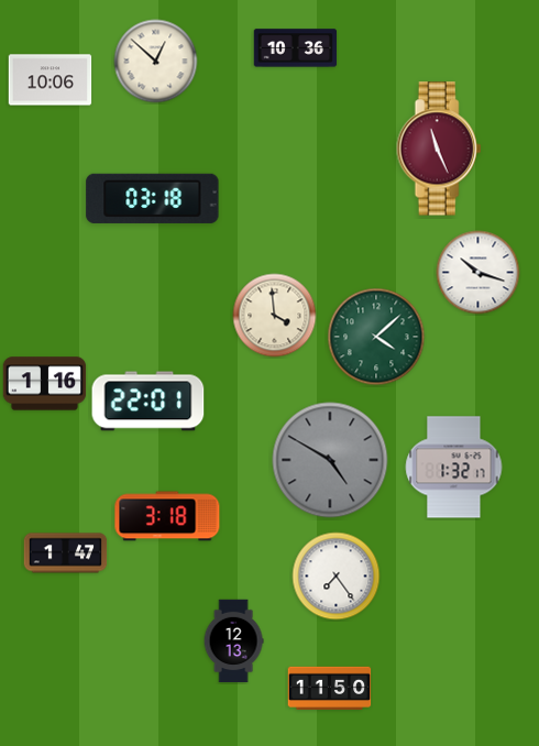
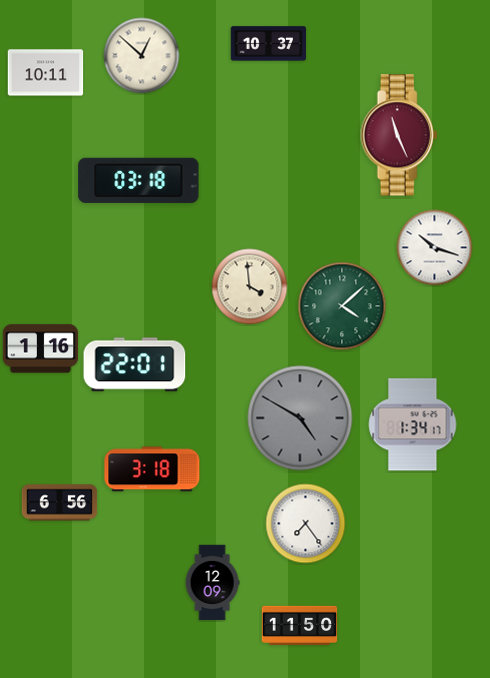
clock at (296, 48): 10:36 -> 10:37
clock at (51, 80): 10:06 -> 10:11
clock at (454, 468): 1:32 -> 1:34
clock at (66, 553): 1:47 -> 6:56
clock at (233, 641): 12:13 -> 12:09
